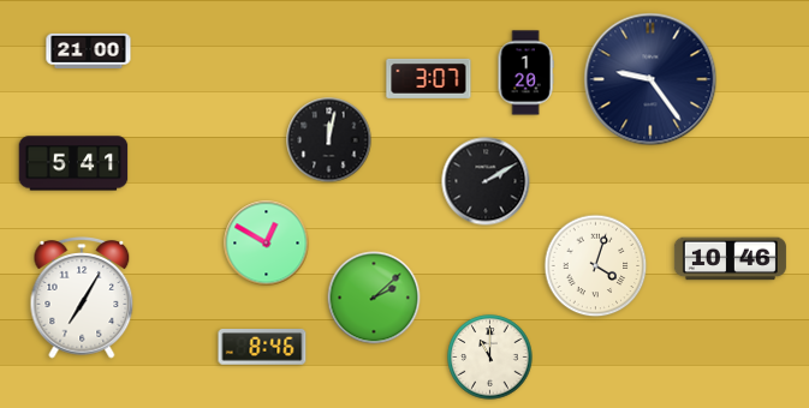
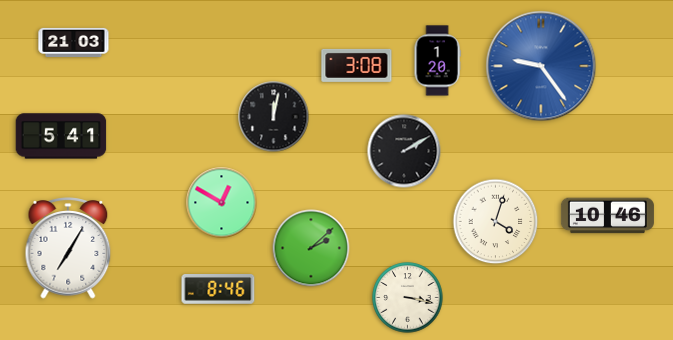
clock at (89, 50): 21:00 -> 21:03
clock at (429, 78): 3:07 -> 3:08
clock at (650, 79) dial: navy -> blue
clock at (490, 358): 11:00 -> 3:17
